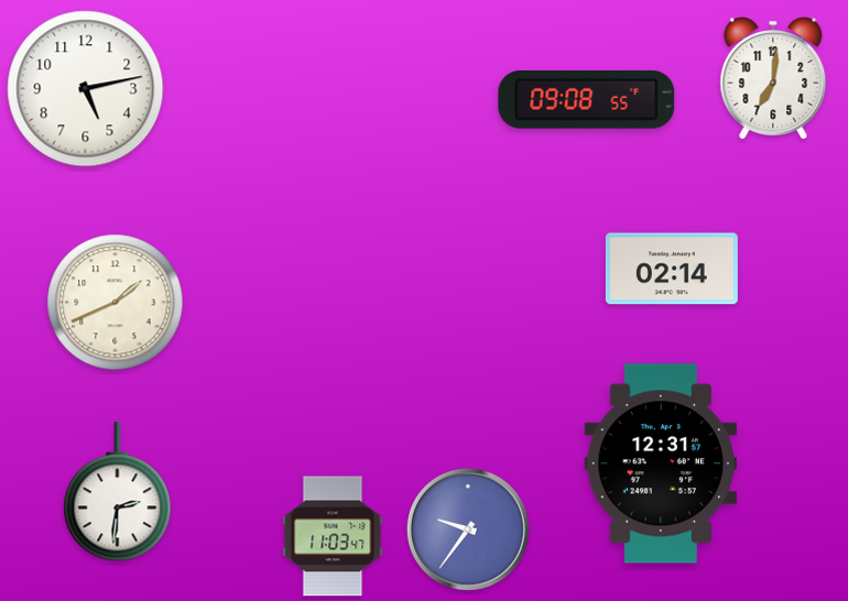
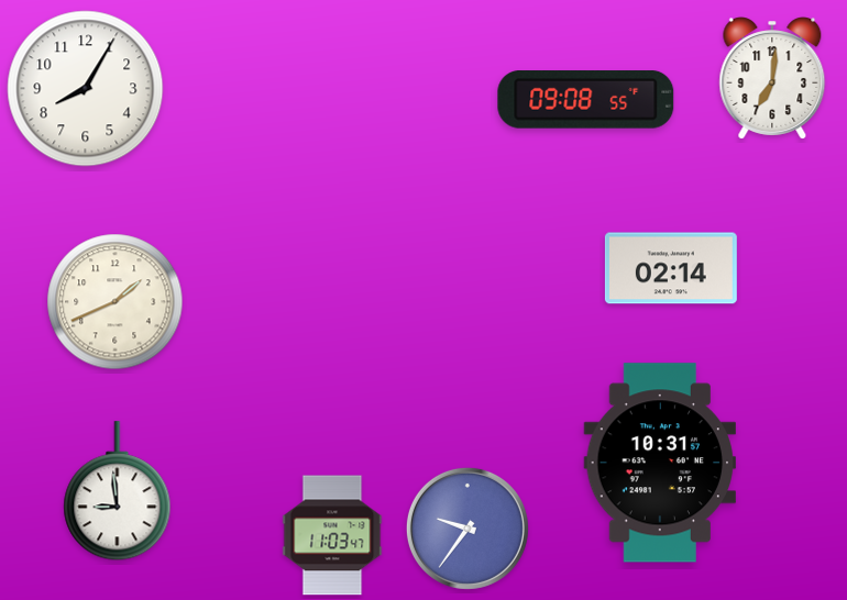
clock at (86, 89): 5:13 -> 8:05
clock at (661, 463): 12:31 -> 10:31
clock at (118, 492): 2:31 -> 8:59
